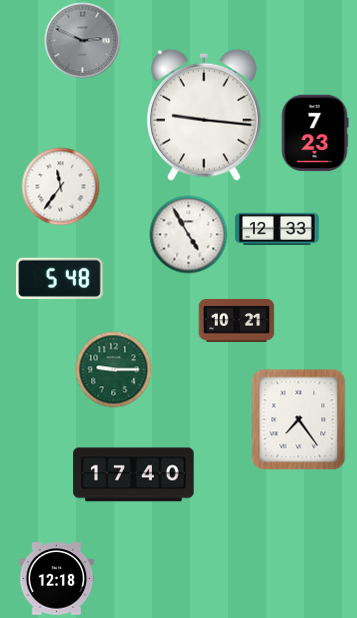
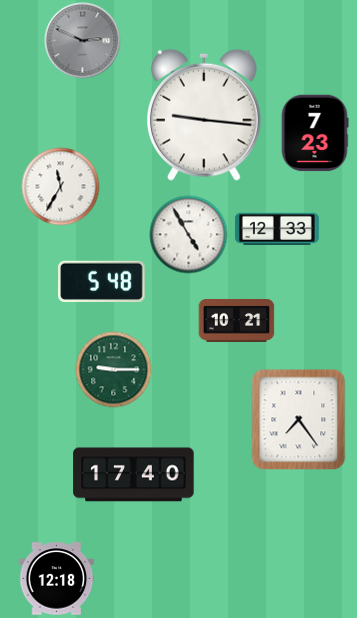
clock at (61, 187): 11:36 -> 11:35
clock at (60, 278) position: (60, 278) -> (102, 281)
